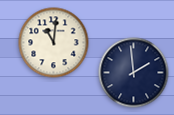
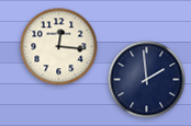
clock at (54, 43): 11:01 -> 12:16
